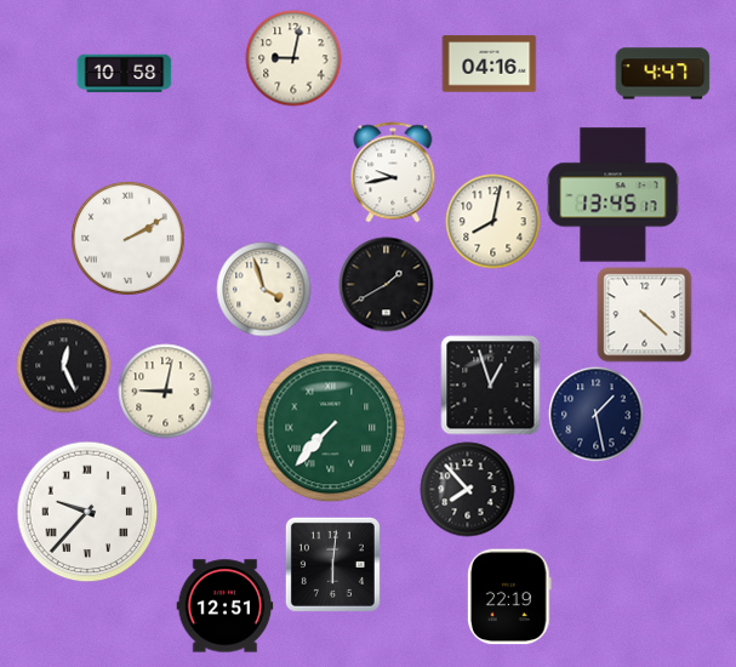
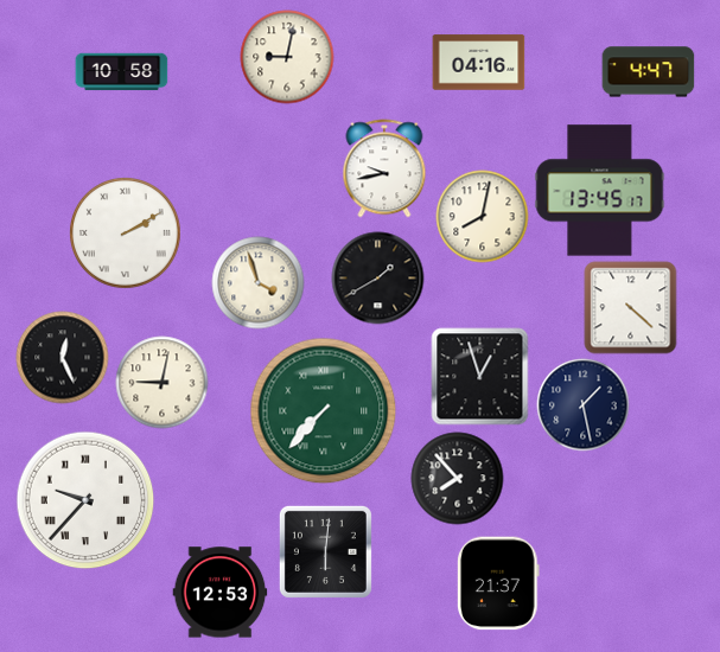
clock at (330, 427) position: (330, 427) -> (323, 410)
clock at (510, 597): 22:19 -> 21:37
clock at (224, 606): 12:51 -> 12:53
